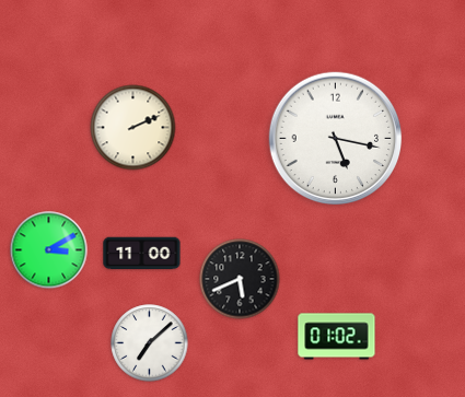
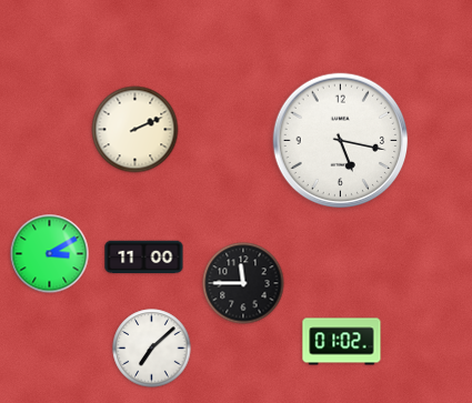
clock at (240, 279): 5:41 -> 11:45
